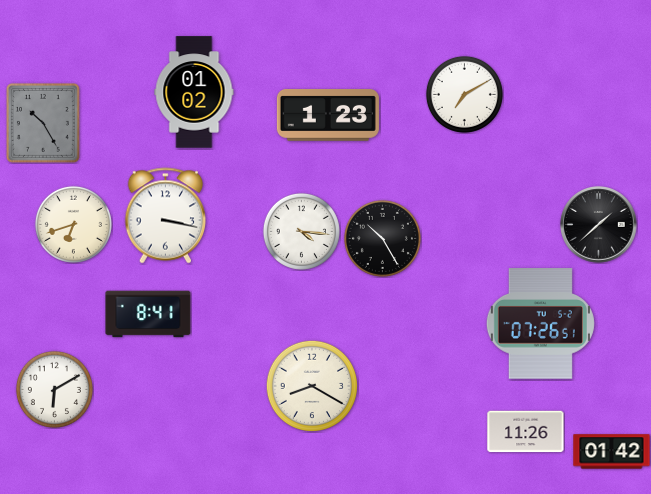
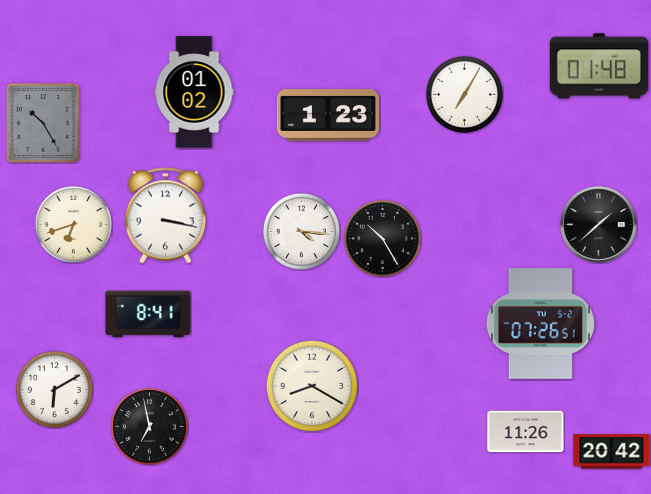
clock at (598, 66): none -> 01:48
clock at (464, 94): 7:10 -> 7:05
clock at (149, 426): none -> 6:58
clock at (612, 452): 01:42 -> 20:42
